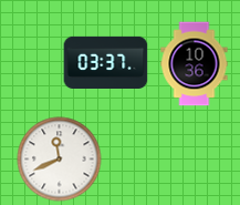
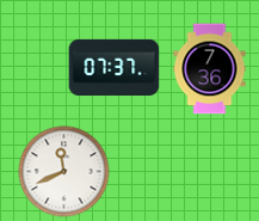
clock at (106, 62): 03:37 -> 07:37
clock at (195, 64): 10:36 -> 7:36
